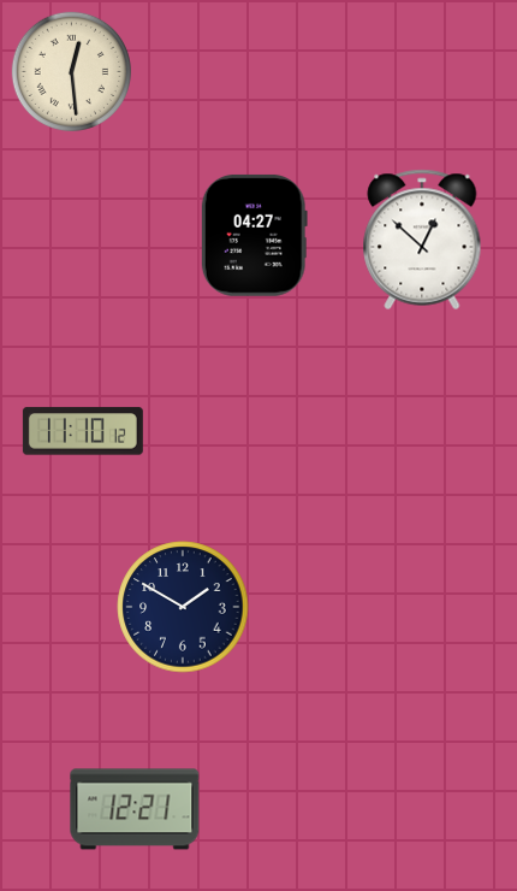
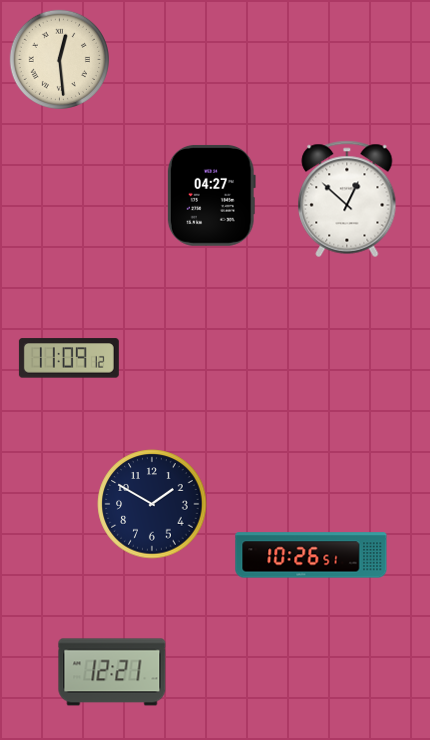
clock at (422, 240) position: (422, 240) -> (347, 199)
clock at (83, 431): 11:10 -> 11:09
clock at (311, 555): none -> 10:26
